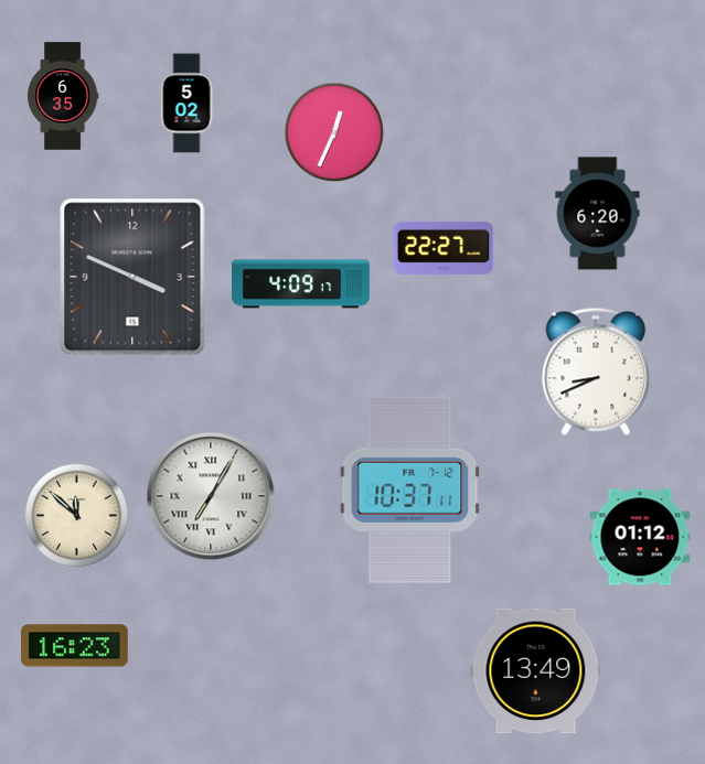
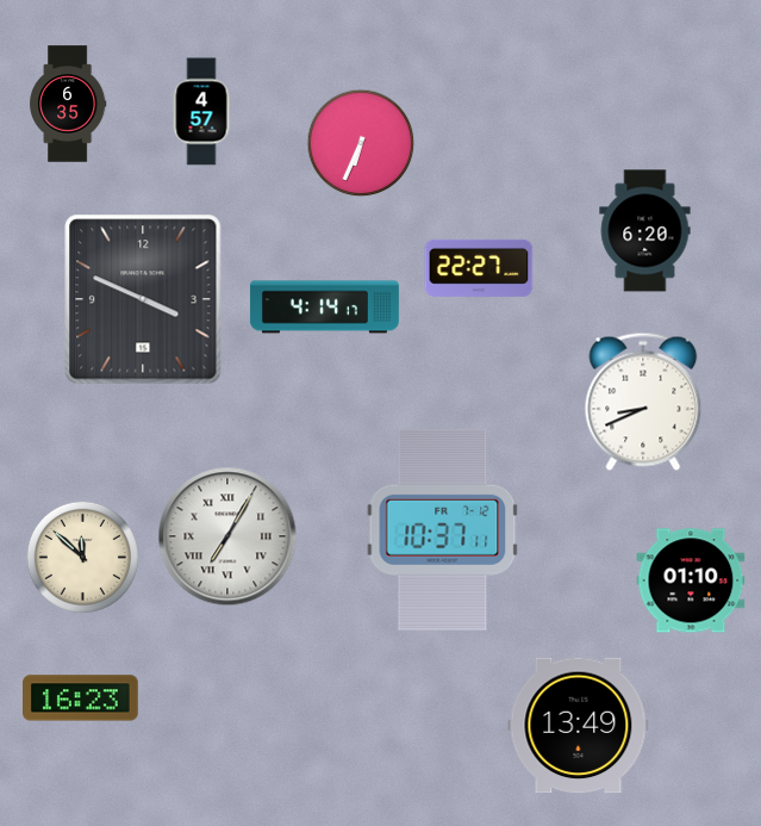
clock at (186, 104): 5:02 -> 4:57
clock at (334, 132): 12:34 -> 6:34
clock at (300, 284): 4:09 -> 4:14
clock at (640, 537): 01:12 -> 01:10
